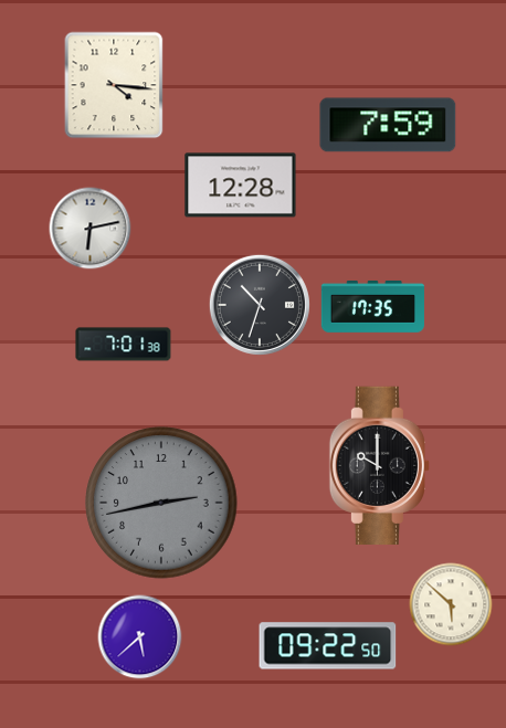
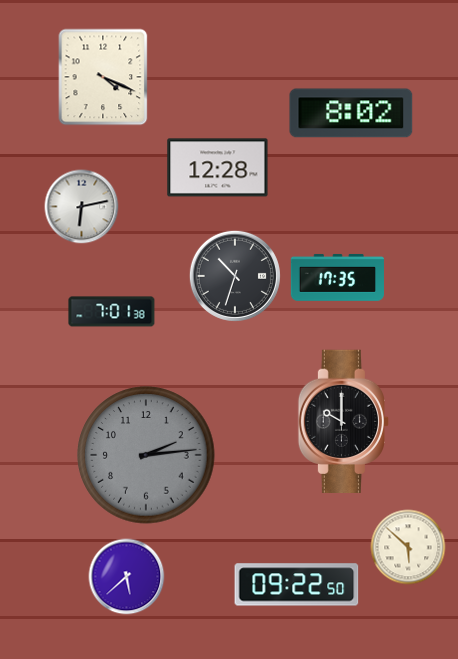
clock at (114, 85): 4:16 -> 4:19
clock at (388, 125): 7:59 -> 8:02
clock at (161, 503): 2:43 -> 2:14
